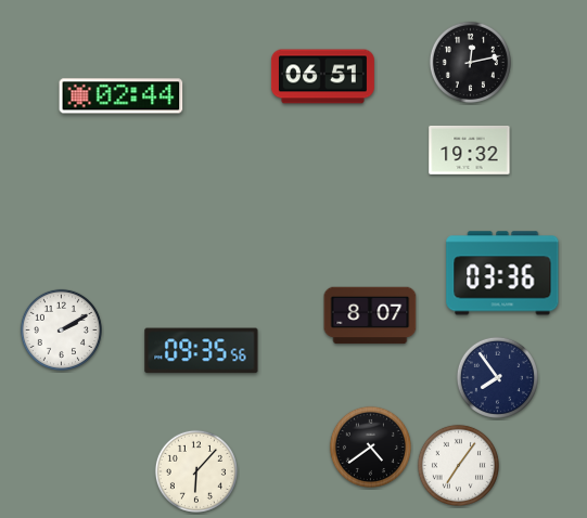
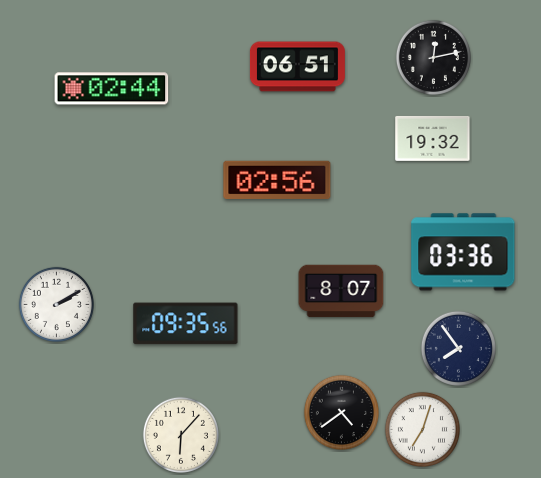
clock at (322, 77) position: (322, 77) -> (297, 67)
clock at (277, 180): none -> 02:56
clock at (458, 465): 7:06 -> 7:03
